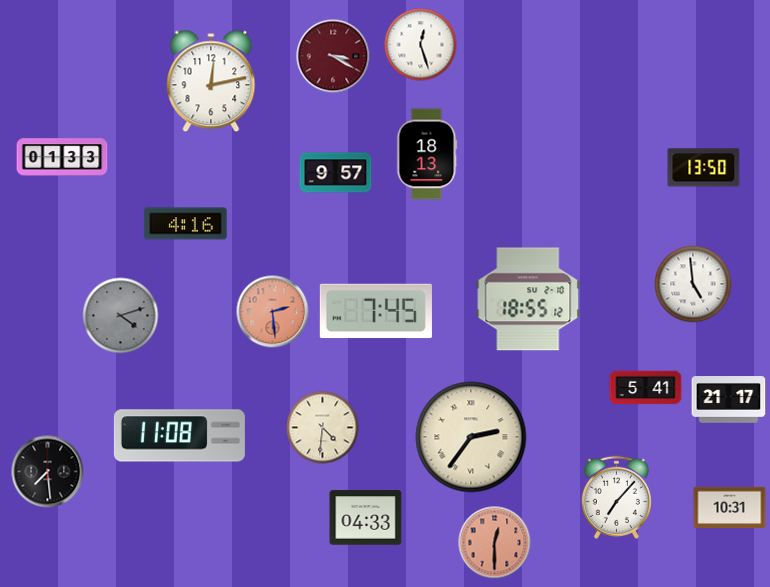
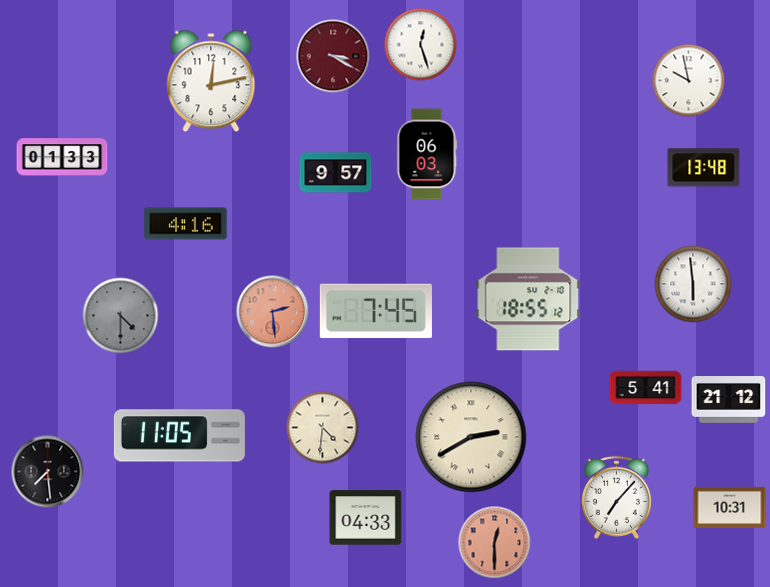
clock at (689, 81): none -> 9:58
clock at (427, 154): 18:13 -> 06:03
clock at (704, 168): 13:50 -> 13:48
clock at (693, 284): 4:59 -> 5:59
clock at (121, 316): 4:12 -> 4:30
clock at (729, 400): 21:17 -> 21:12
clock at (179, 436): 11:08 -> 11:05
clock at (471, 437): 2:36 -> 2:40
